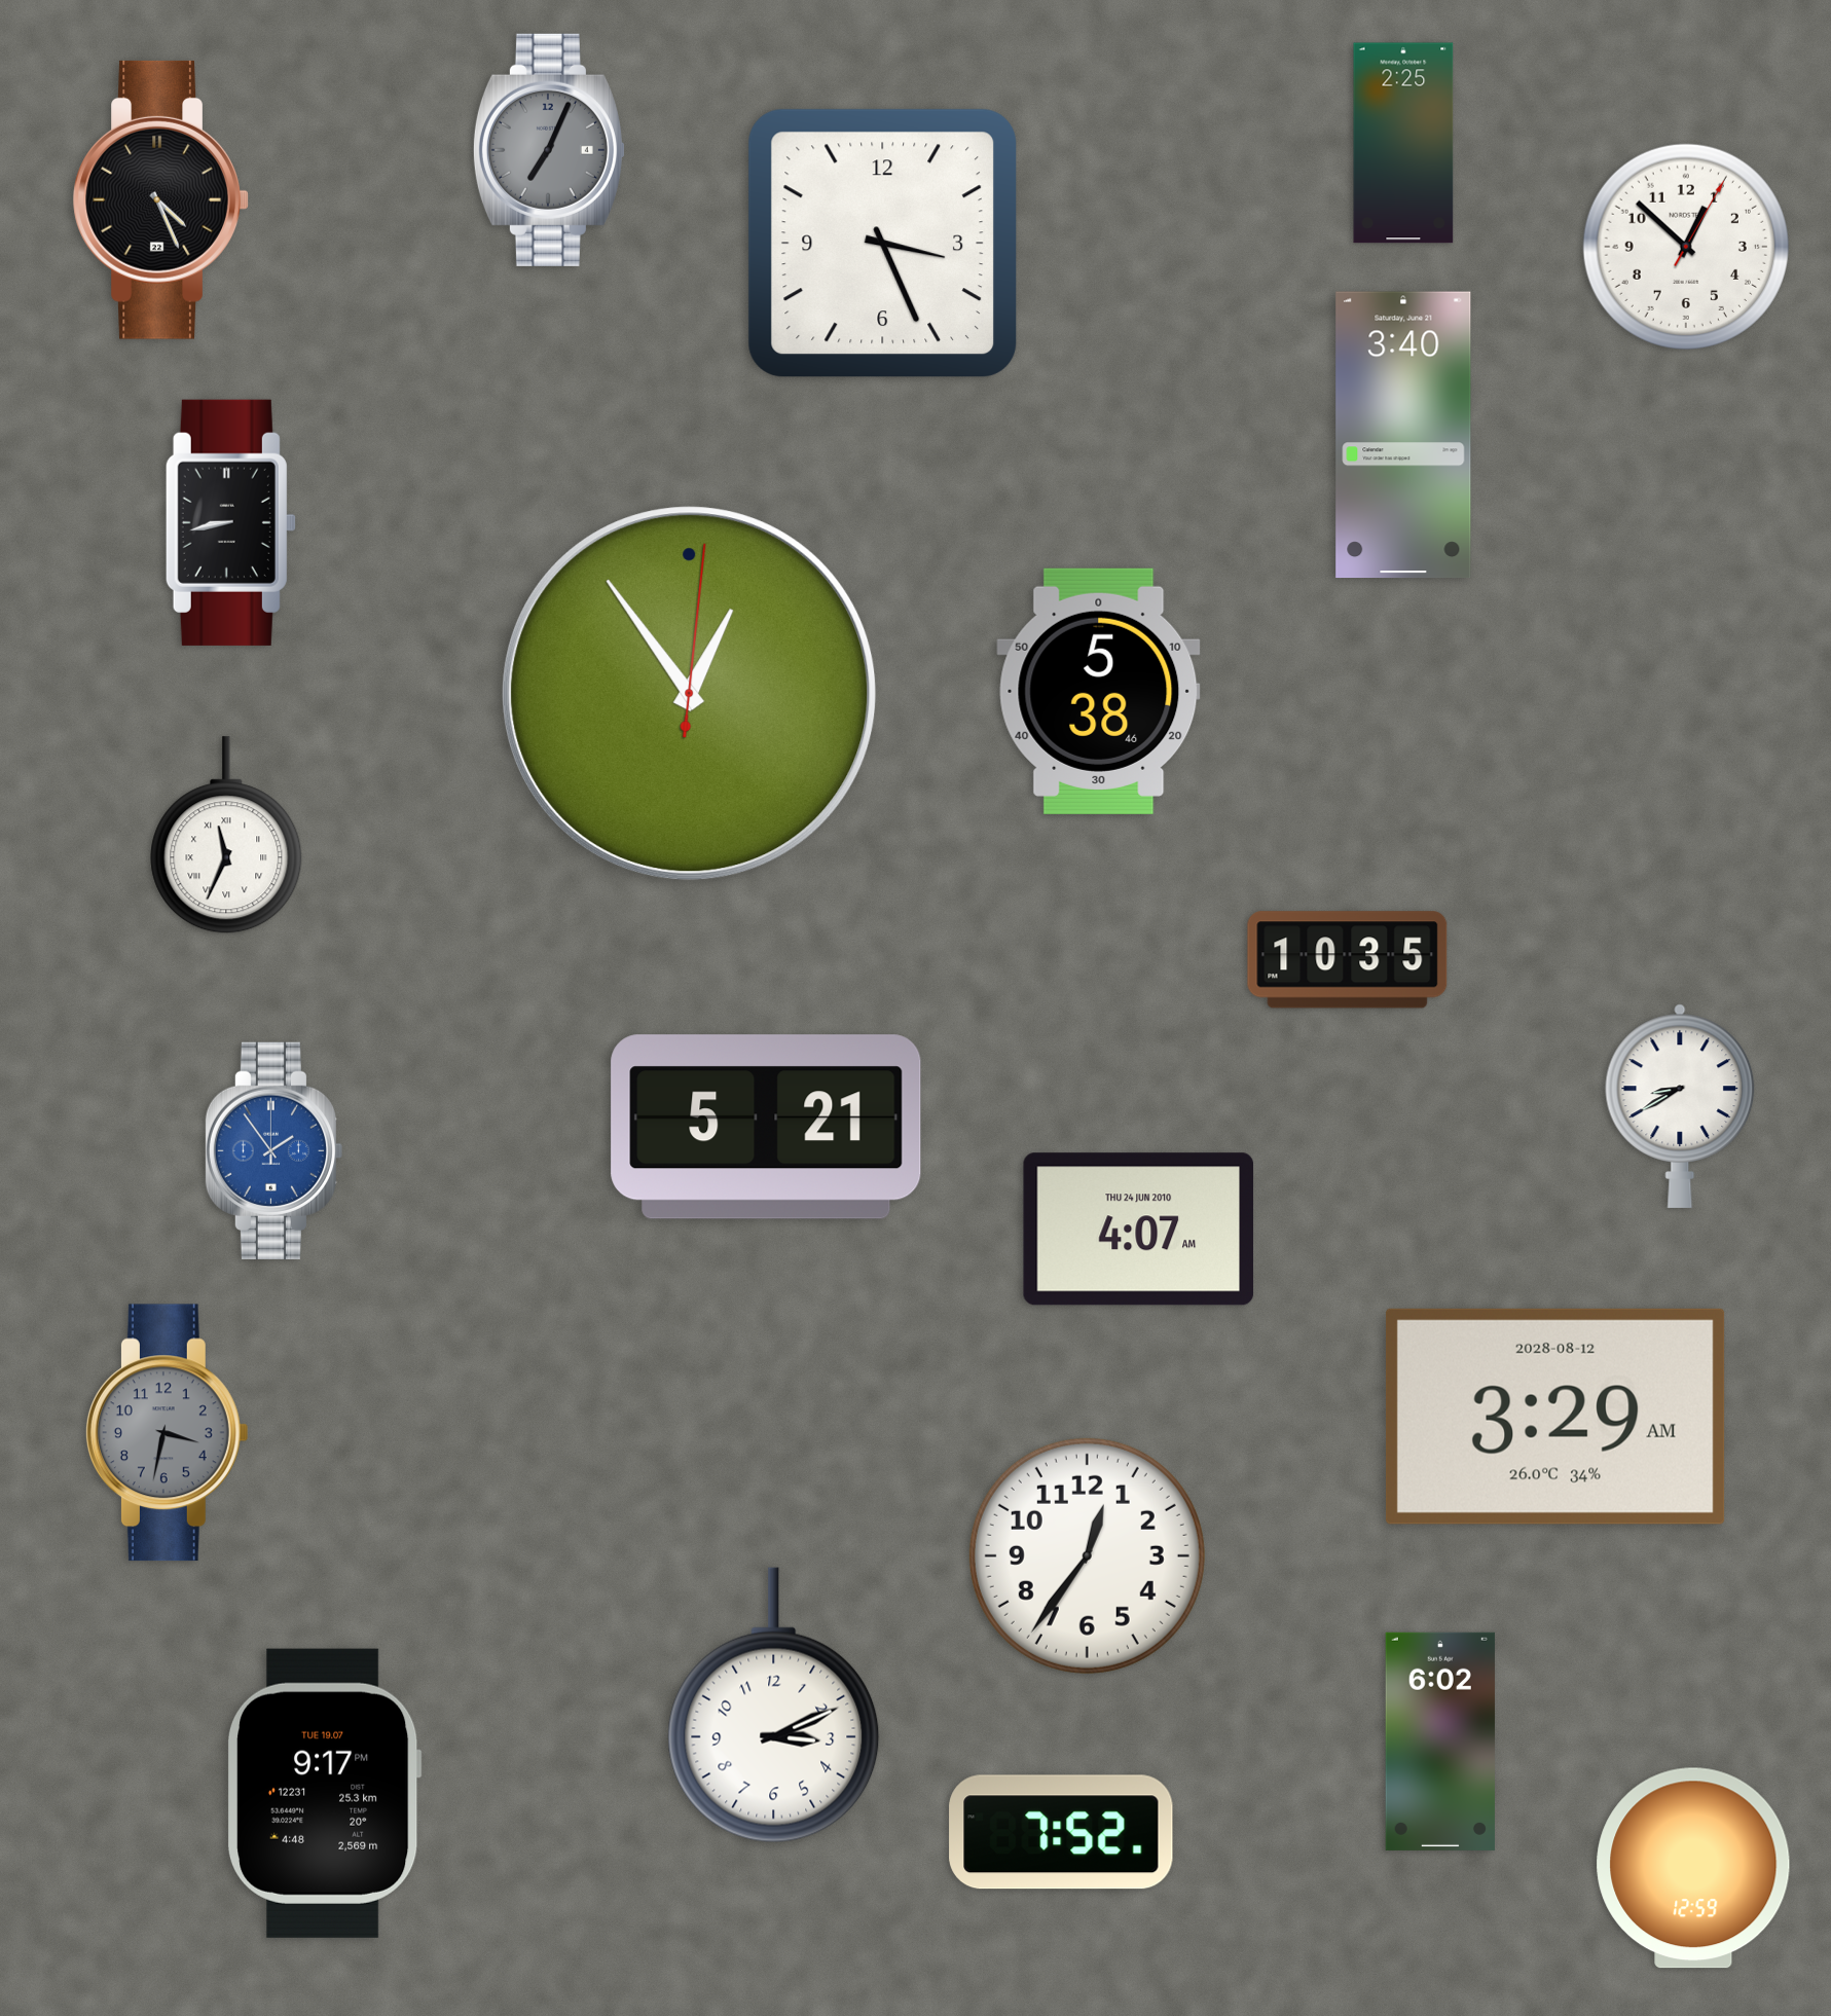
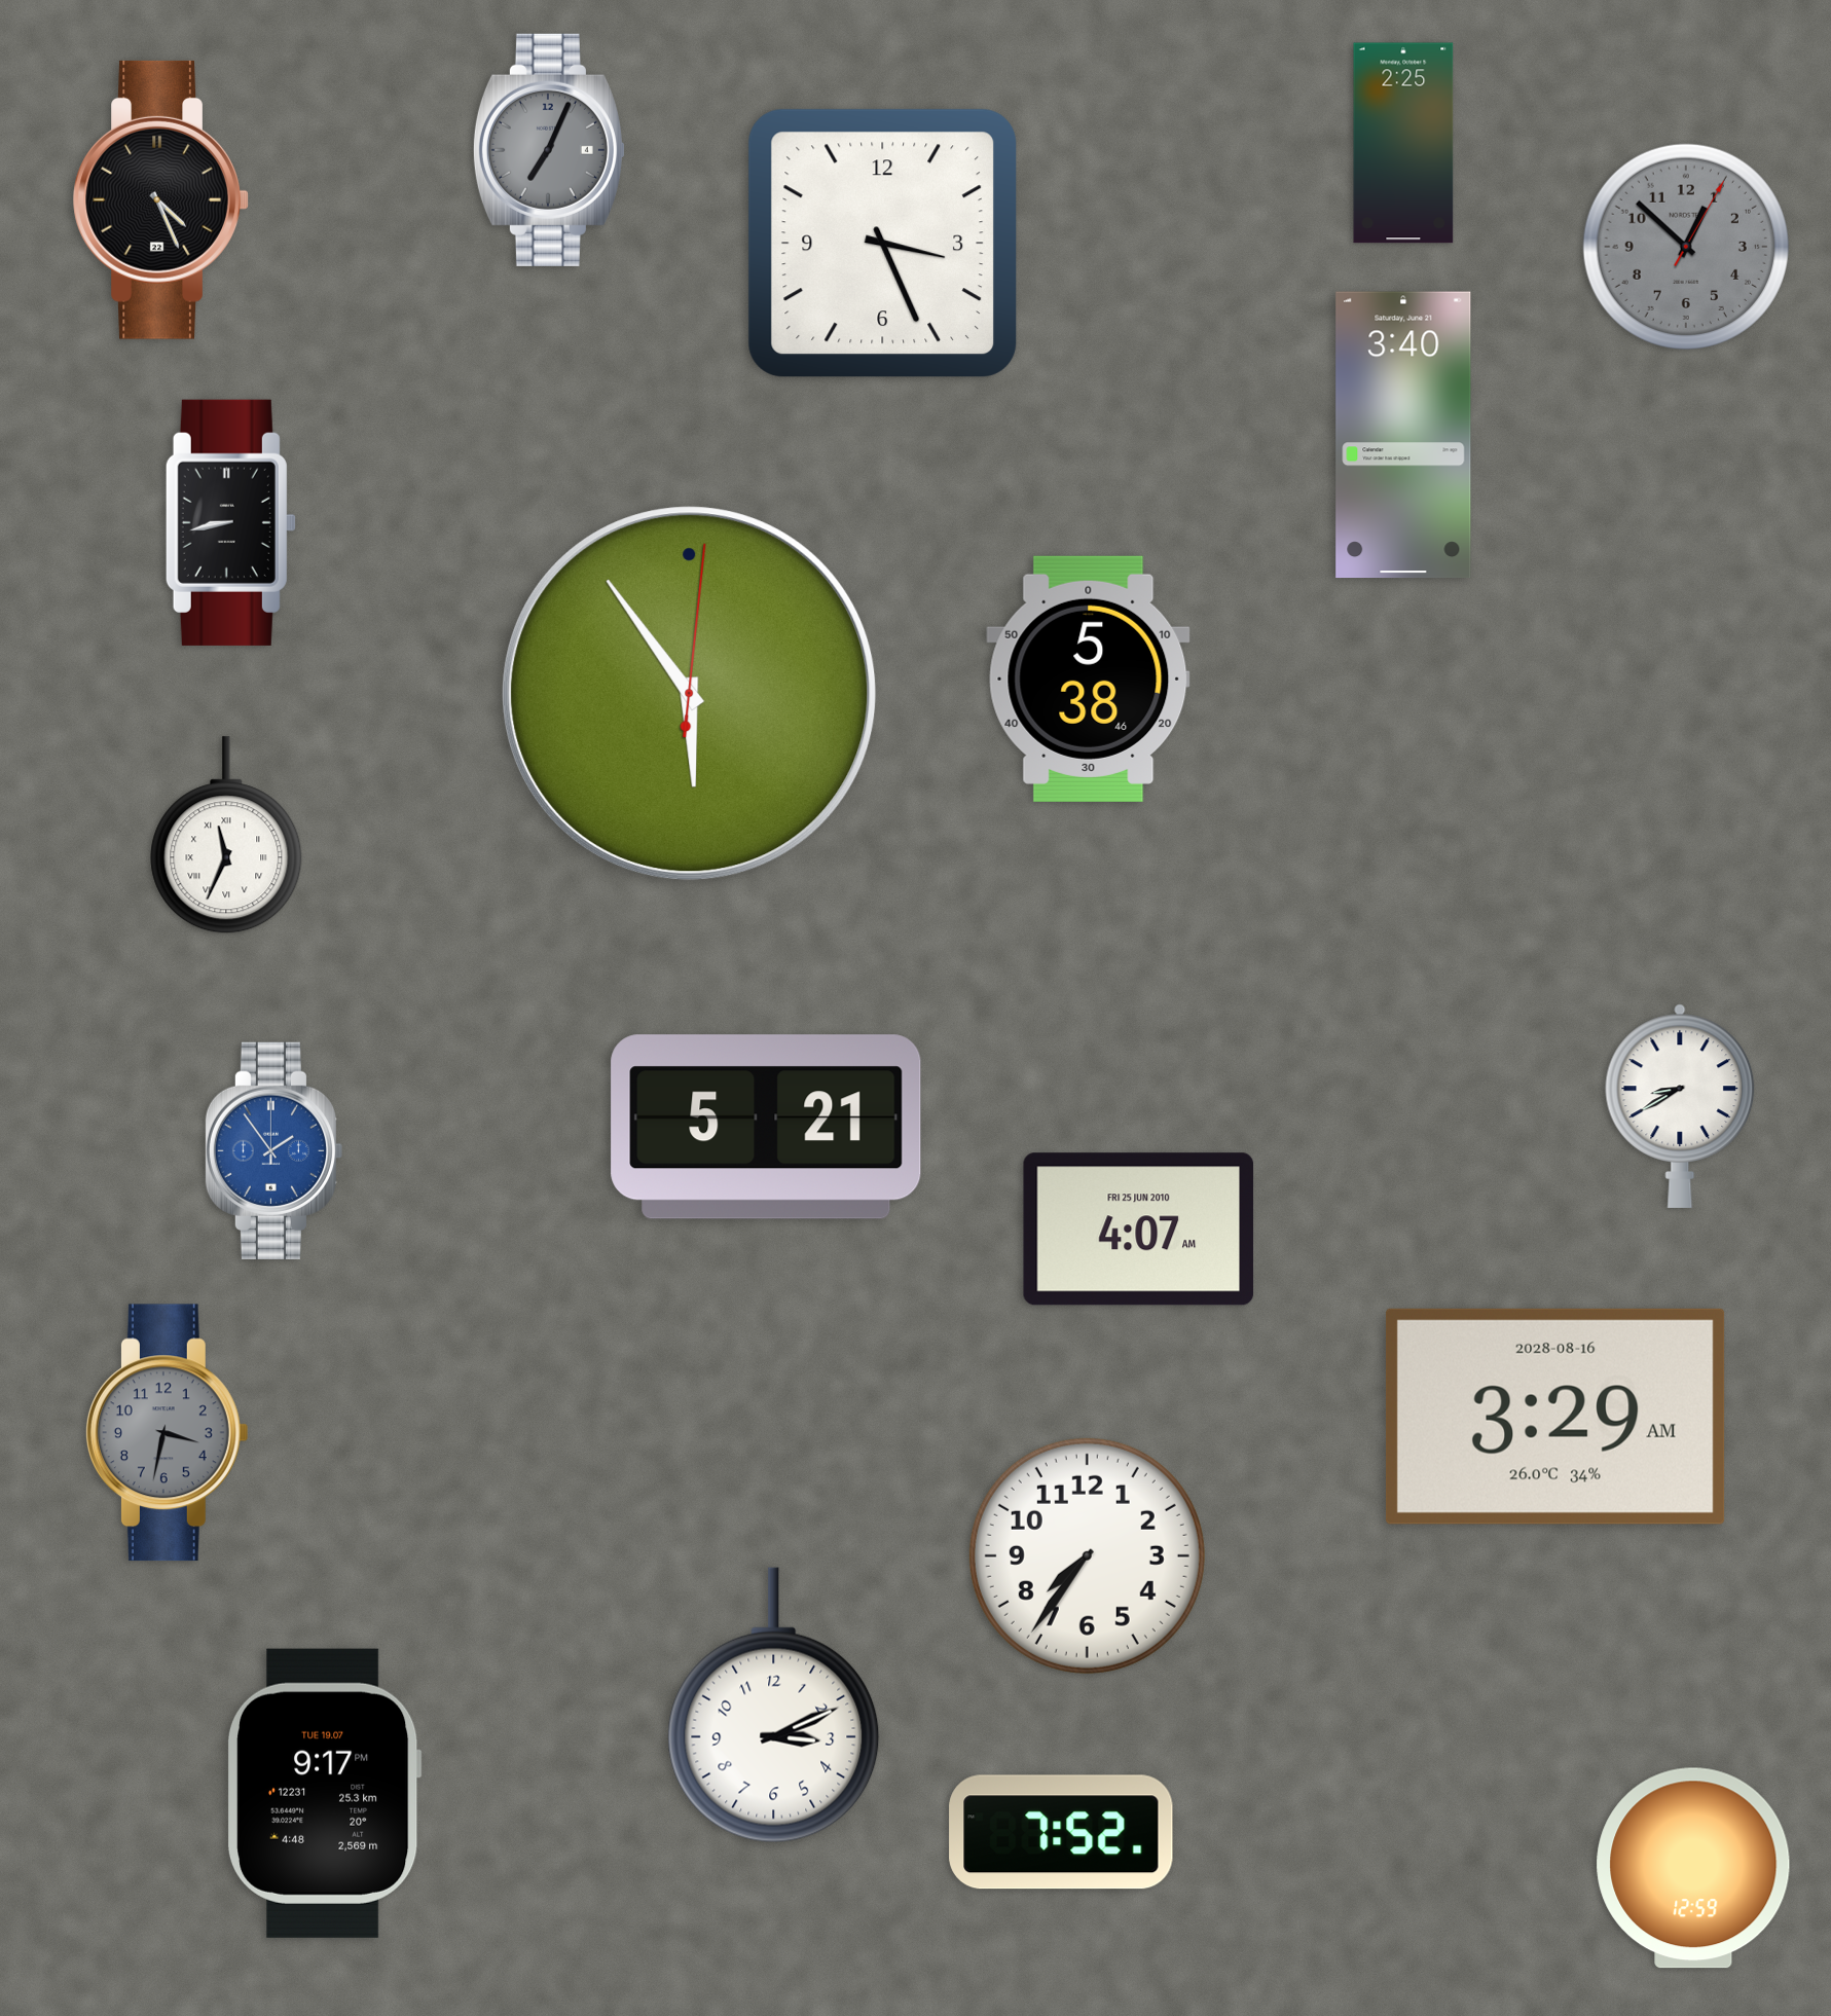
clock at (1686, 247) dial: white -> grey
clock at (1099, 691) position: (1099, 691) -> (1089, 679)
clock at (690, 694): 12:54 -> 5:54
clock at (1348, 960): 10:35 -> none
clock at (1138, 1230) date: THU 24 JUN 2010 -> FRI 25 JUN 2010
clock at (1555, 1417) date: 2028-08-12 -> 2028-08-16
clock at (1087, 1555): 12:36 -> 7:36
clock at (1440, 1742): 6:02 -> none
